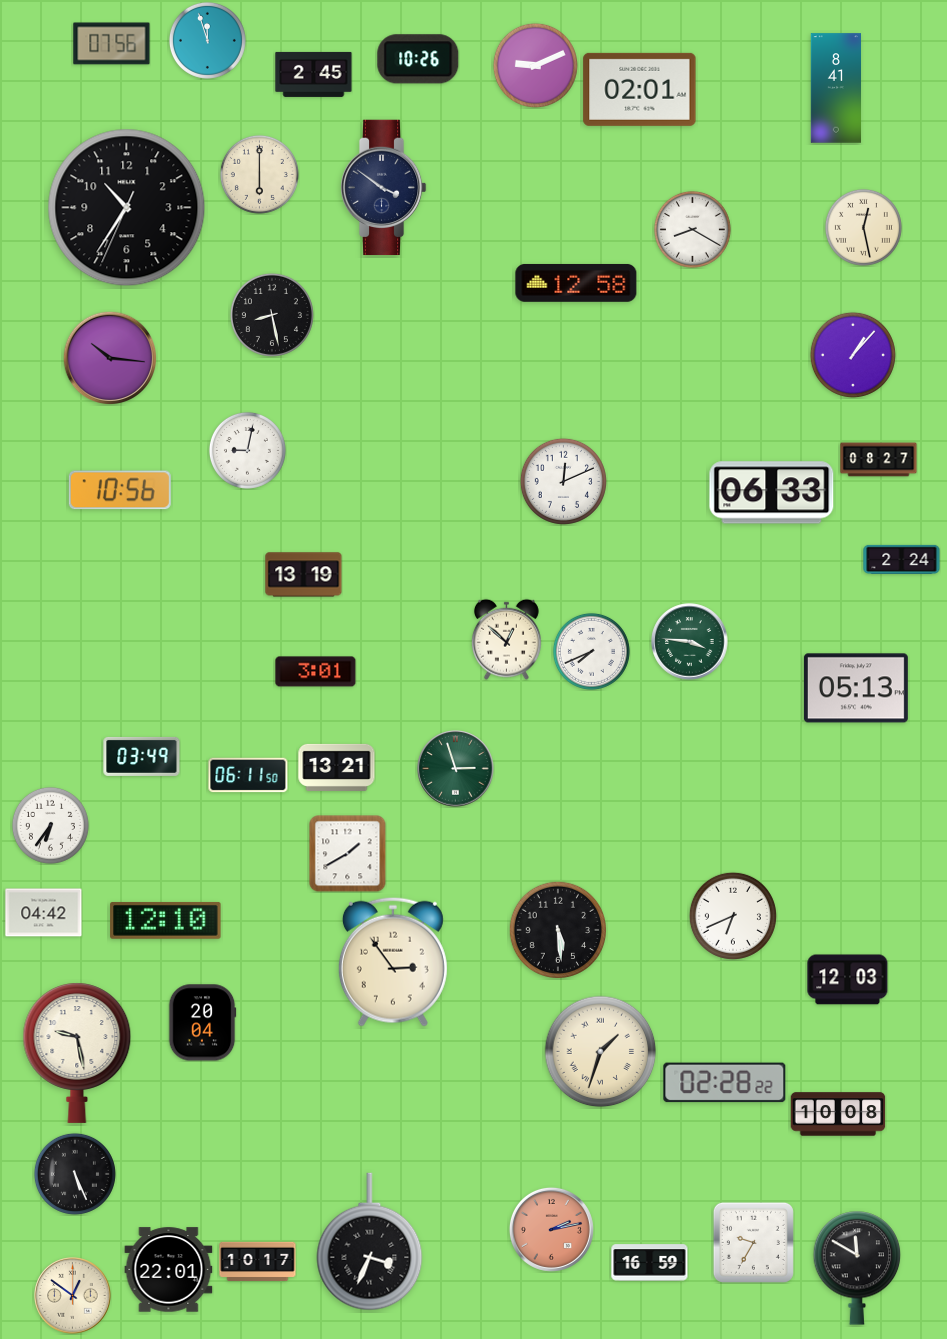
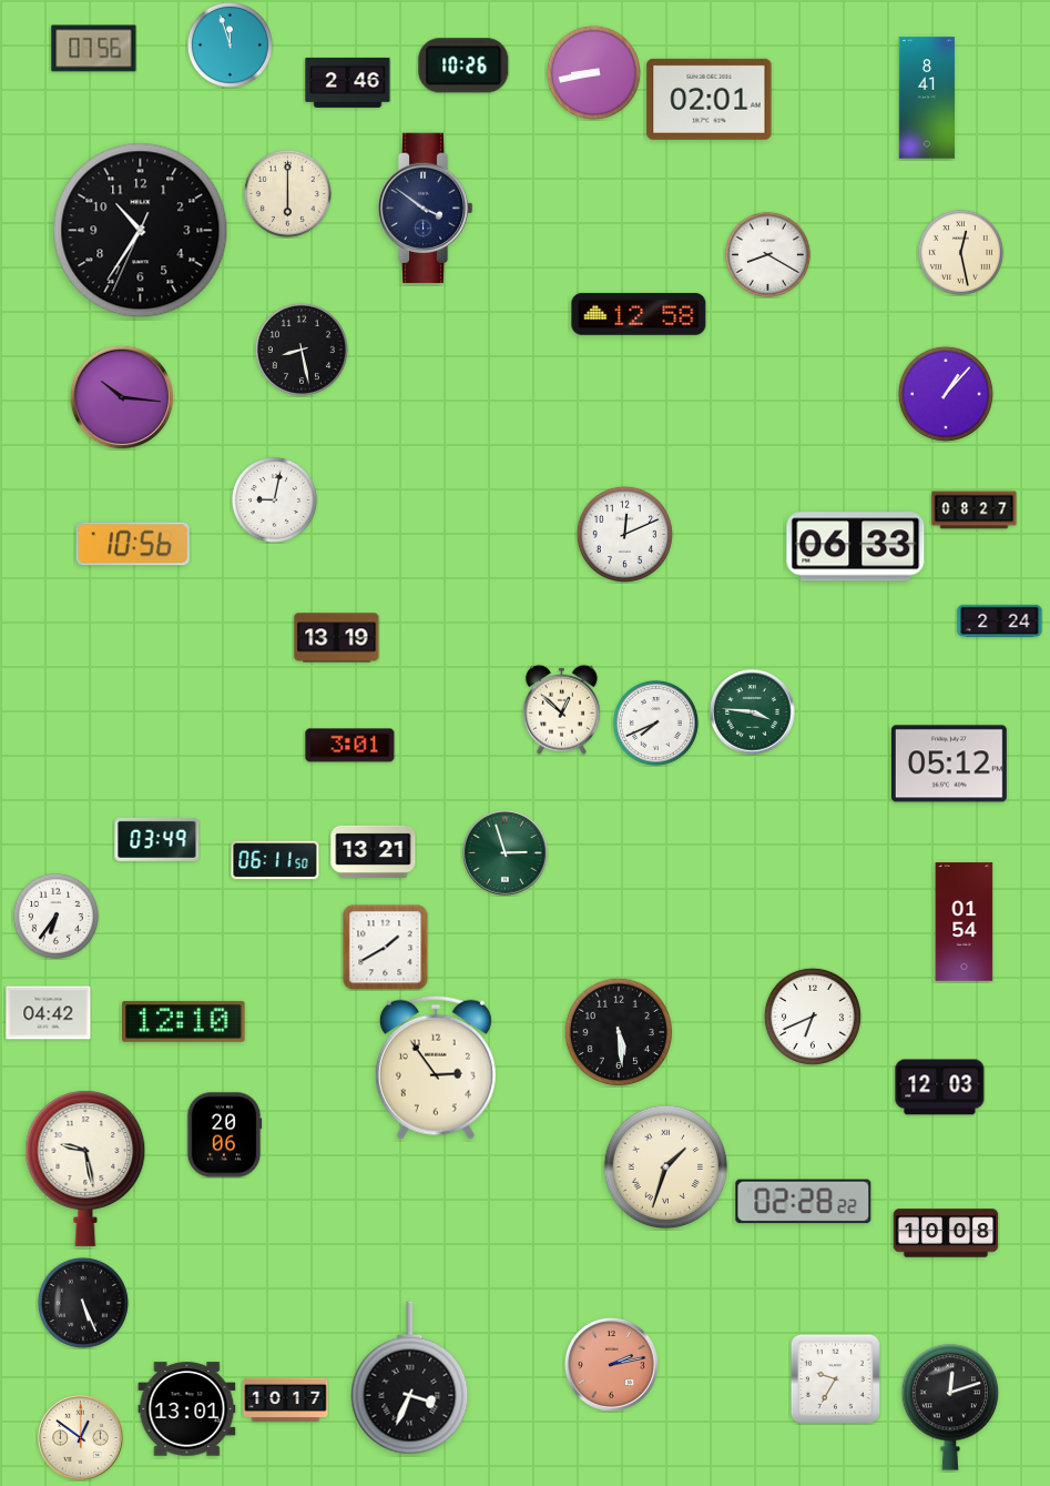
clock at (112, 44) position: (112, 44) -> (94, 49)
clock at (535, 65): 9:11 -> 8:43
clock at (314, 74): 2:45 -> 2:46
clock at (863, 227) position: (863, 227) -> (960, 252)
clock at (690, 642) position: (690, 642) -> (753, 712)
clock at (856, 688): 05:13 -> 05:12
clock at (965, 922): none -> 01:54
clock at (202, 1023): 20:04 -> 20:06
clock at (838, 1114) position: (838, 1114) -> (946, 1233)
clock at (650, 1263): 16:59 -> none
clock at (857, 1268): 11:50 -> 12:12
clock at (169, 1270): 22:01 -> 13:01
